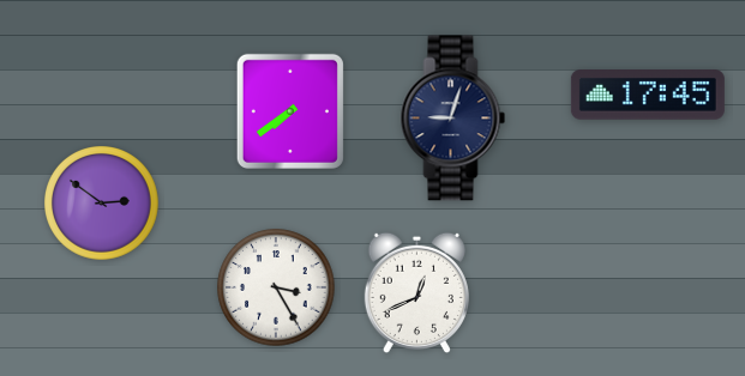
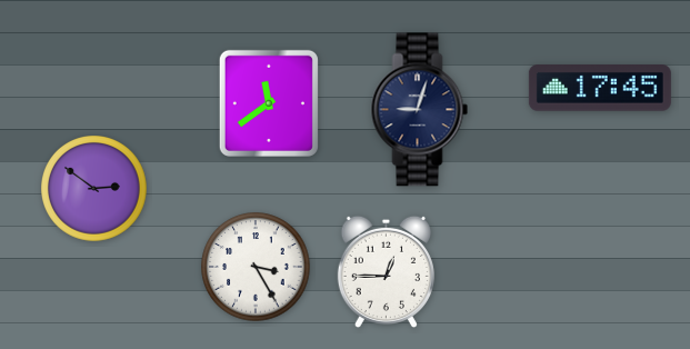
clock at (290, 111): 7:39 -> 11:39
clock at (416, 292): 12:41 -> 12:45
